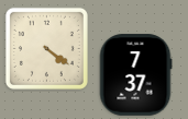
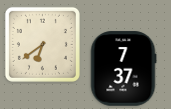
clock at (46, 48): 4:21 -> 6:39
